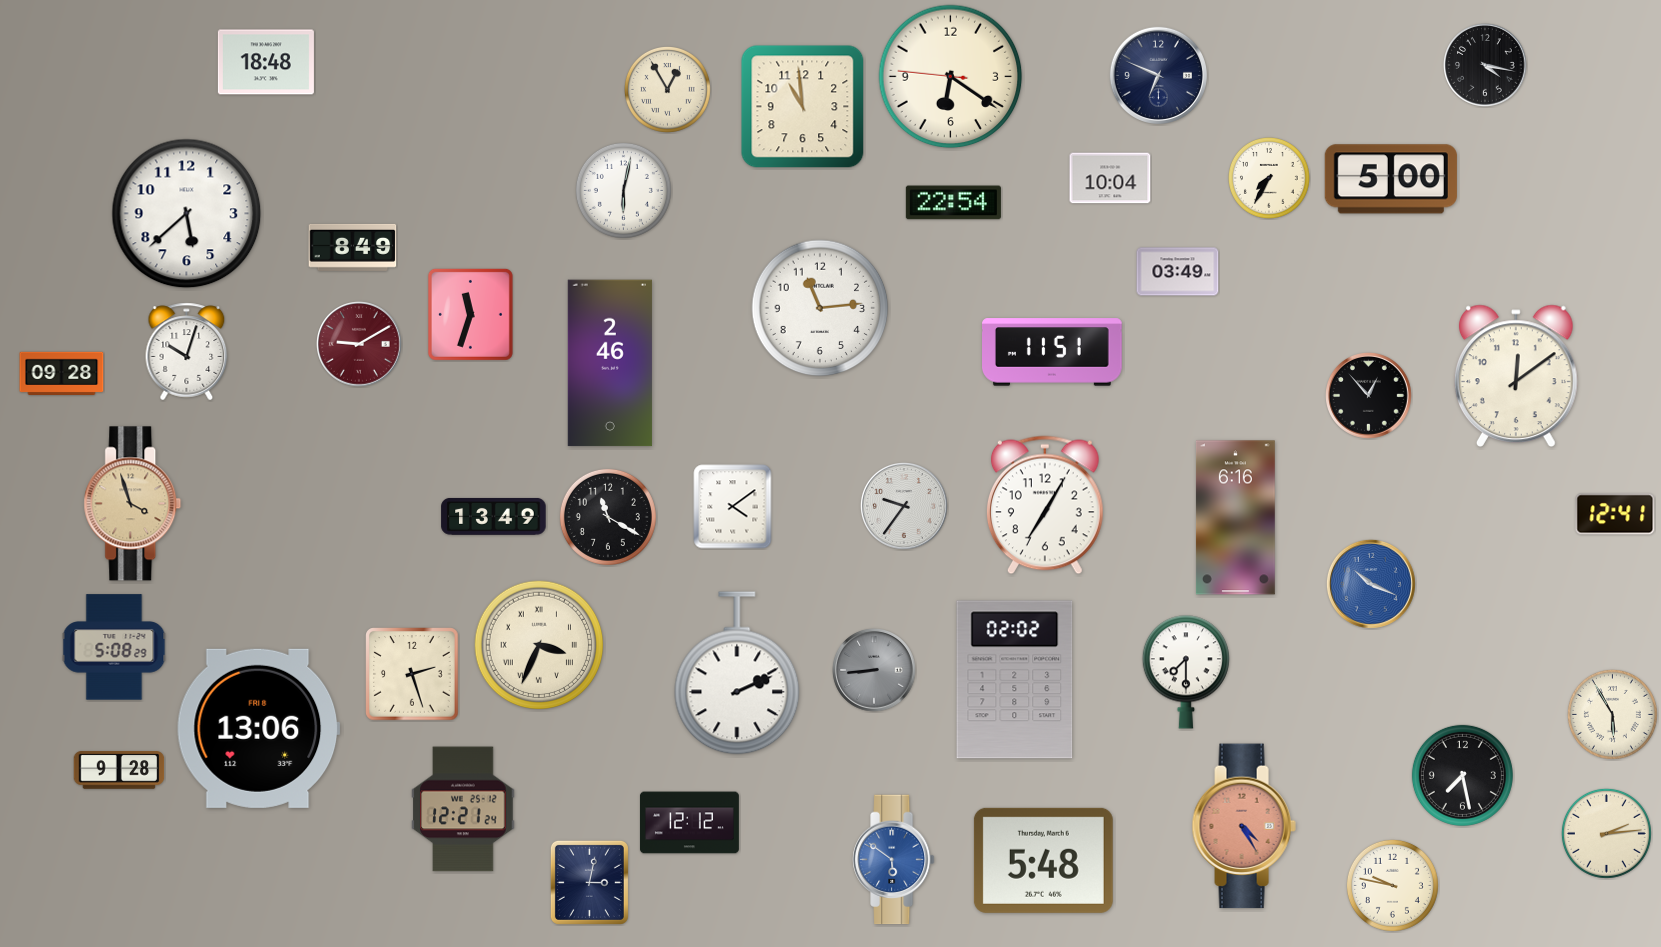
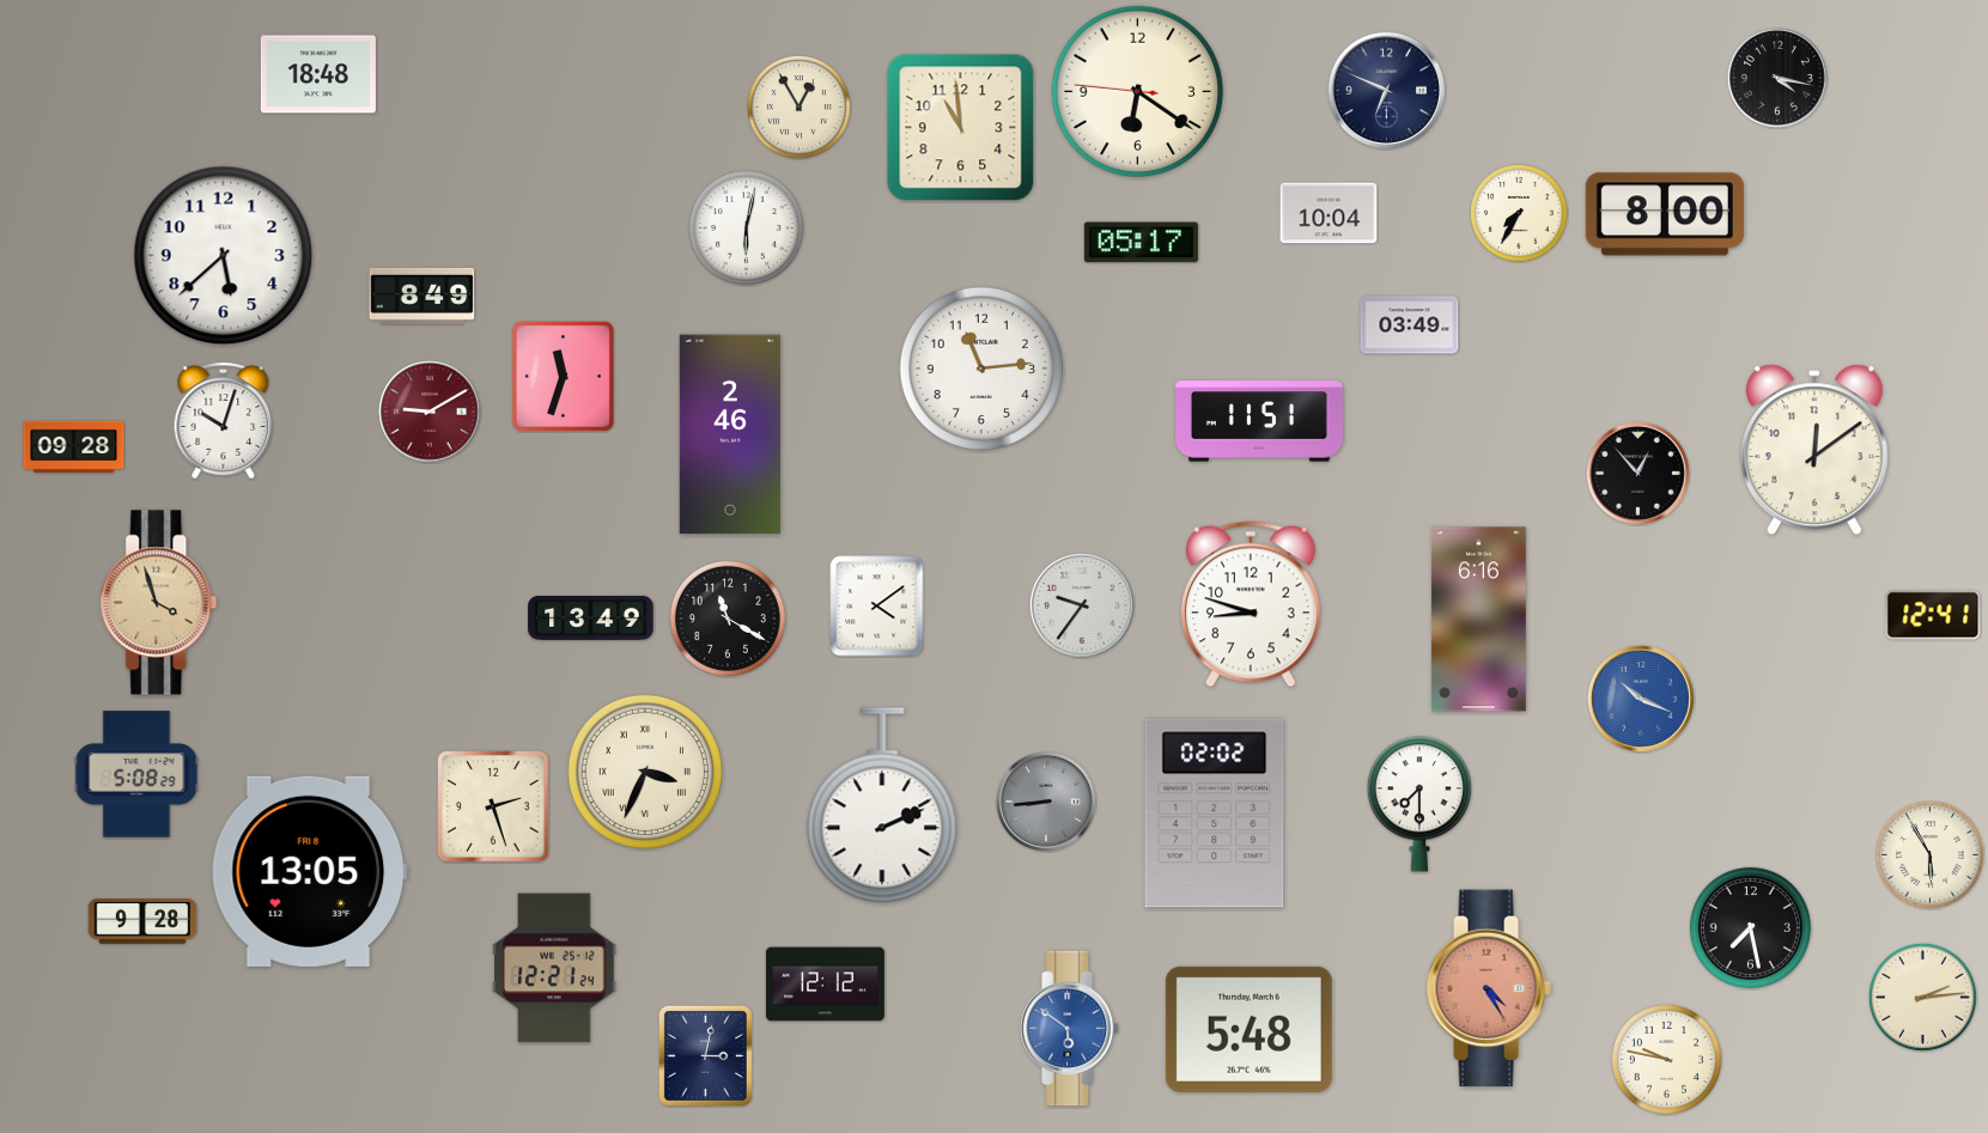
clock at (1391, 179): 5:00 -> 8:00
clock at (953, 203): 22:54 -> 05:17
clock at (1045, 505): 7:05 -> 8:48
clock at (259, 728): 13:06 -> 13:05
